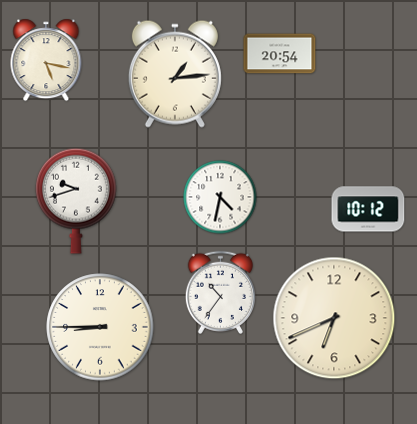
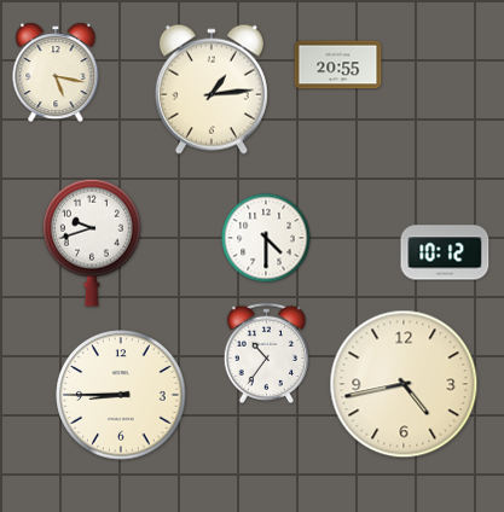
clock at (280, 54): 20:54 -> 20:55
clock at (220, 197): 4:32 -> 4:30
clock at (334, 318): 6:41 -> 4:43
